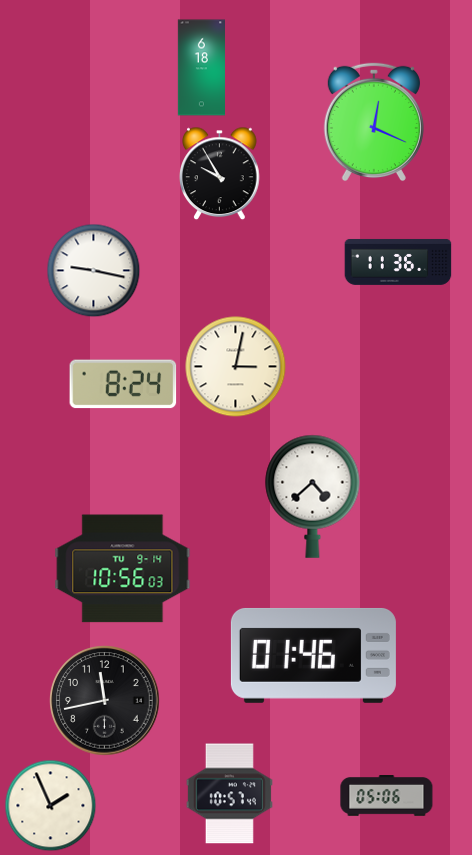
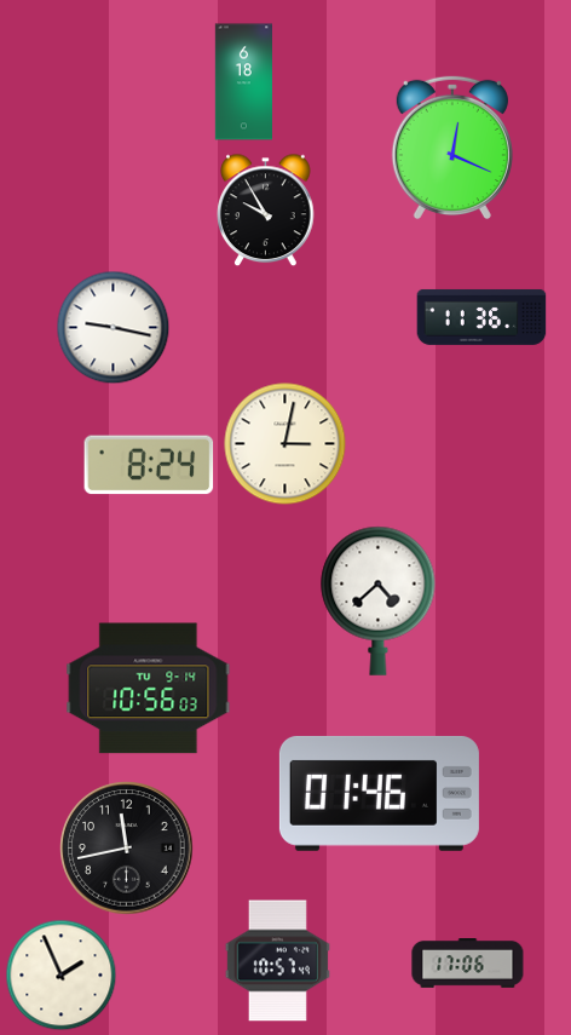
clock at (387, 796): 05:06 -> 17:06
